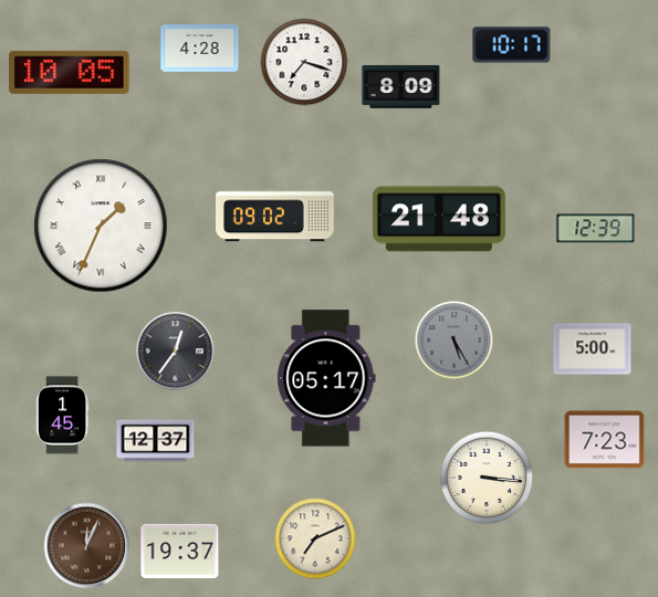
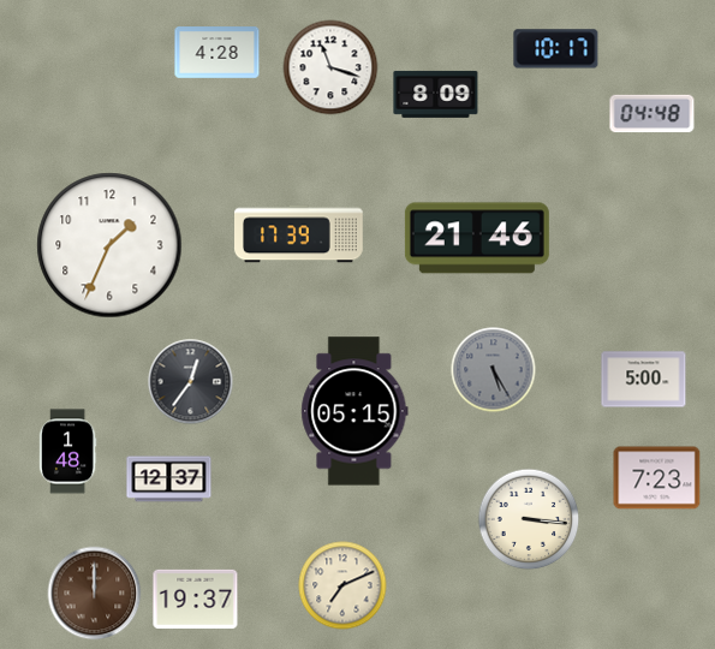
clock at (304, 62): 7:18 -> 11:18
clock at (70, 72): 10:05 -> none
clock at (653, 114): none -> 04:48
clock at (275, 216): 09:02 -> 17:39
clock at (439, 219): 21:48 -> 21:46
clock at (101, 226) numerals: Roman -> Arabic
clock at (596, 229): 12:39 -> none
clock at (326, 378): 05:17 -> 05:15
clock at (62, 416): 1:45 -> 1:48
clock at (87, 546): 12:04 -> 12:00
